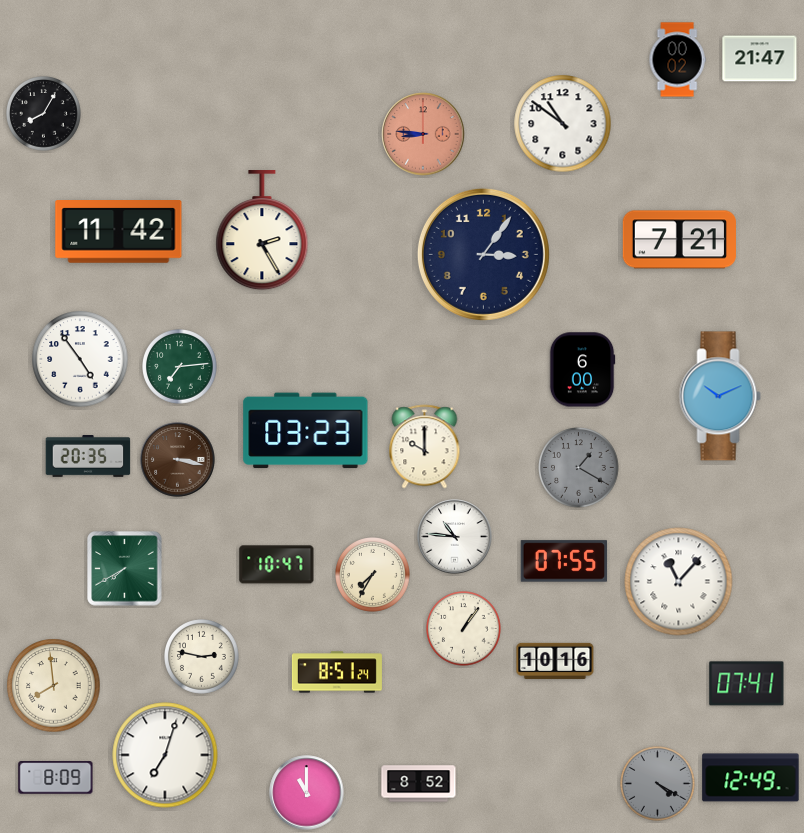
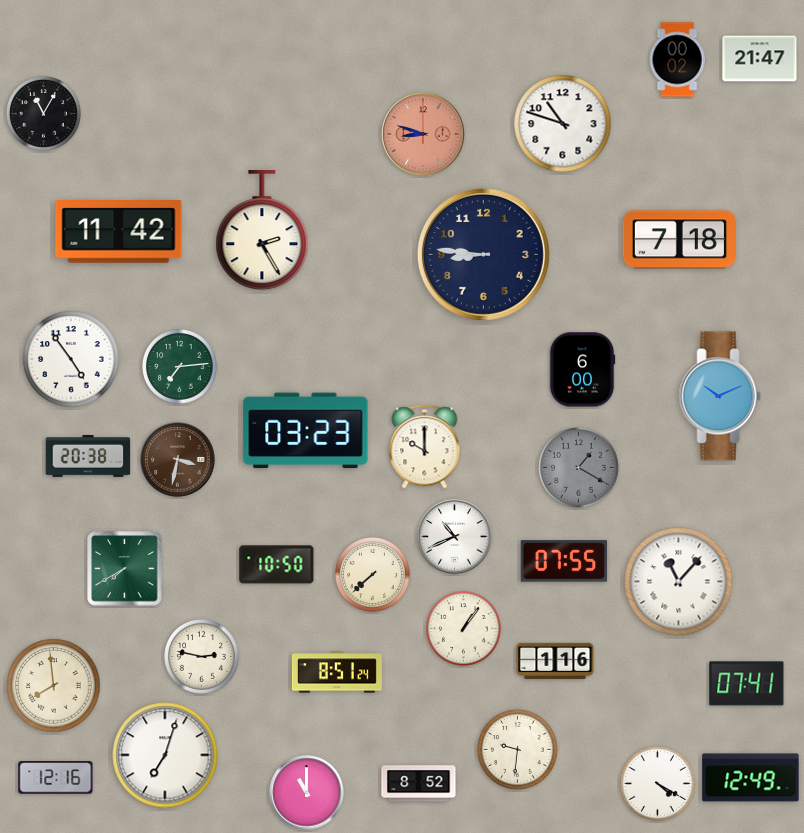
clock at (44, 114): 8:05 -> 11:05
clock at (563, 124): 10:51 -> 10:48
clock at (423, 134): 8:46 -> 8:48
clock at (679, 240): 7:21 -> 7:18
clock at (483, 254): 3:06 -> 8:46
clock at (80, 359) position: (80, 359) -> (71, 359)
clock at (88, 457): 20:35 -> 20:38
clock at (178, 460): 3:17 -> 3:32
clock at (455, 537): 10:46 -> 10:41
clock at (277, 565): 10:47 -> 10:50
clock at (373, 575): 7:35 -> 7:38
clock at (555, 661): 10:16 -> 1:16
clock at (518, 750): none -> 9:31
clock at (56, 778): 8:09 -> 12:16
clock at (658, 784) dial: grey -> white
